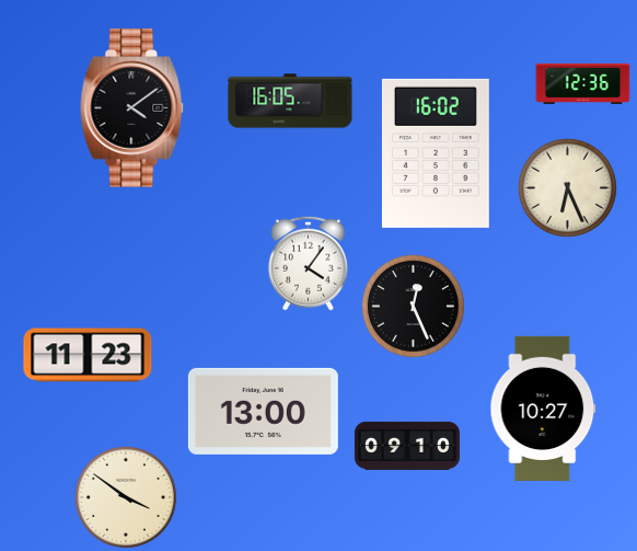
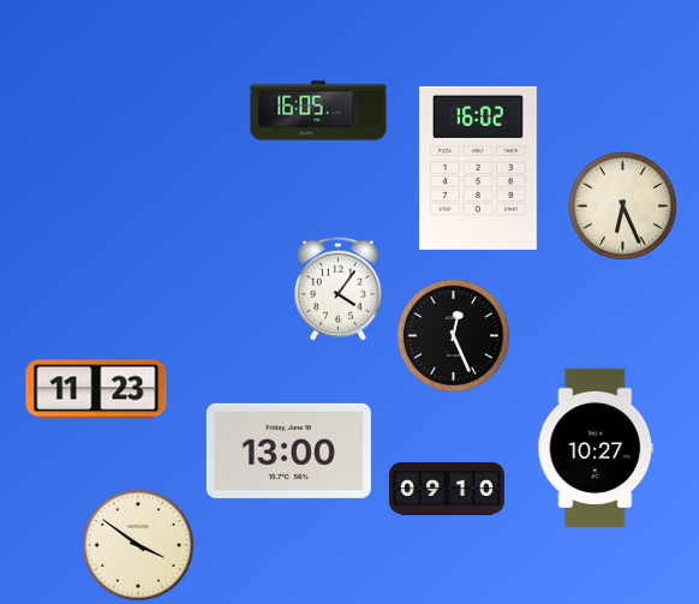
clock at (583, 83): 12:36 -> none
clock at (132, 108): 4:09 -> none
